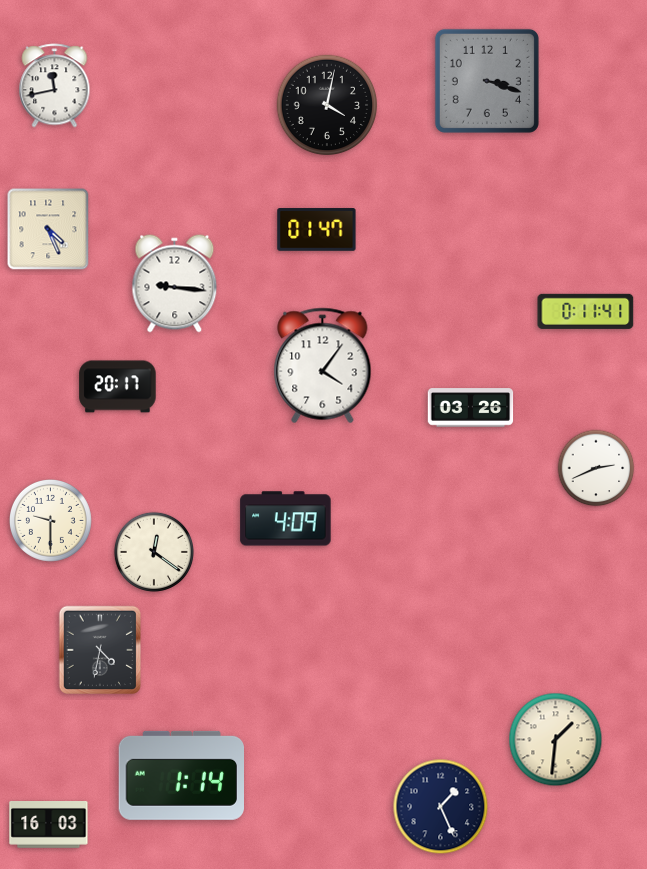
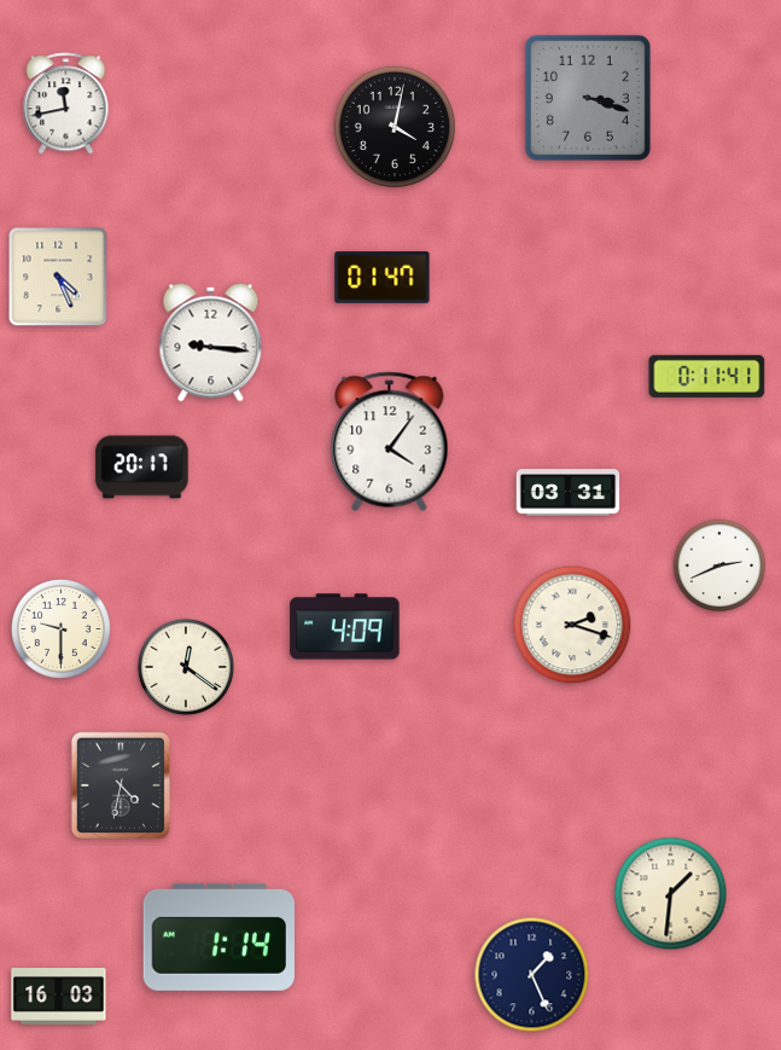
clock at (471, 408): 03:26 -> 03:31
clock at (572, 625): none -> 2:18
